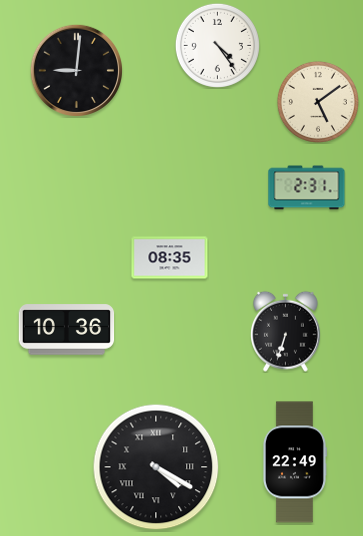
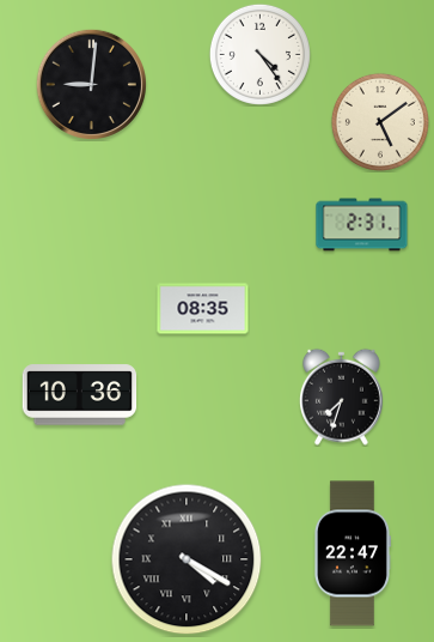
clock at (307, 188) position: (307, 188) -> (362, 225)
clock at (285, 331): 6:33 -> 7:33
clock at (294, 462): 22:49 -> 22:47
